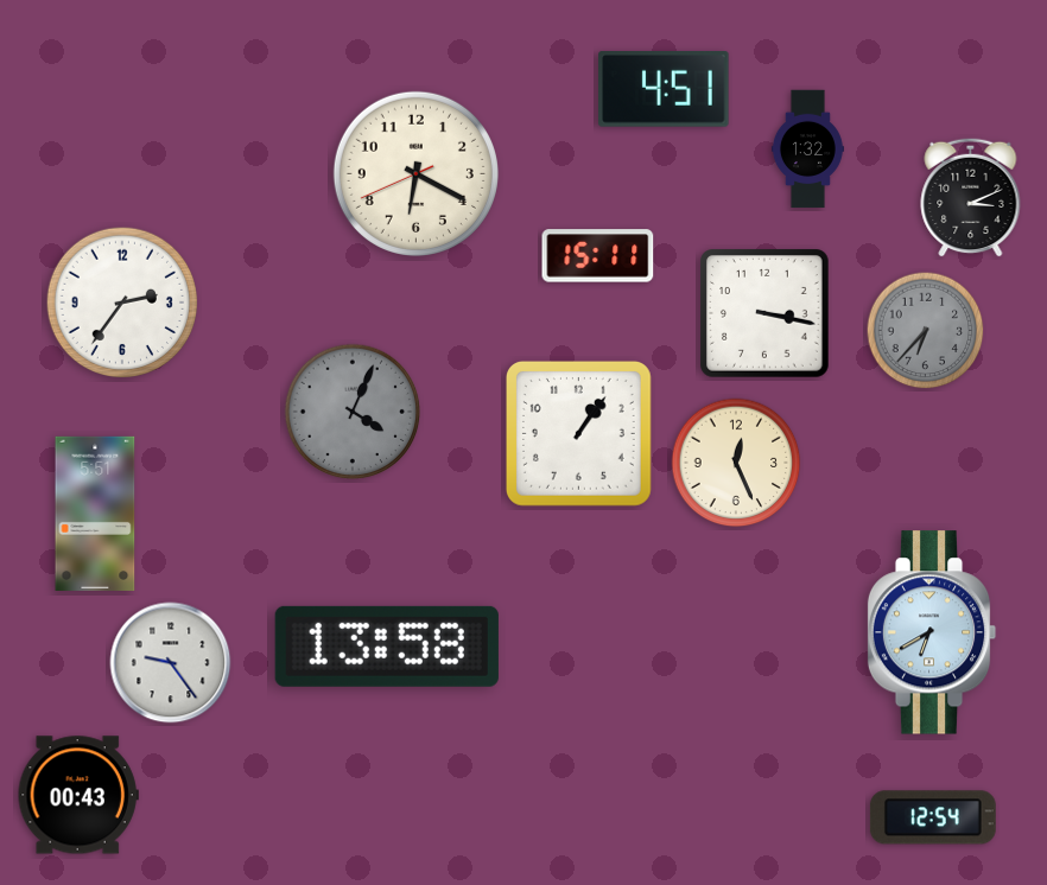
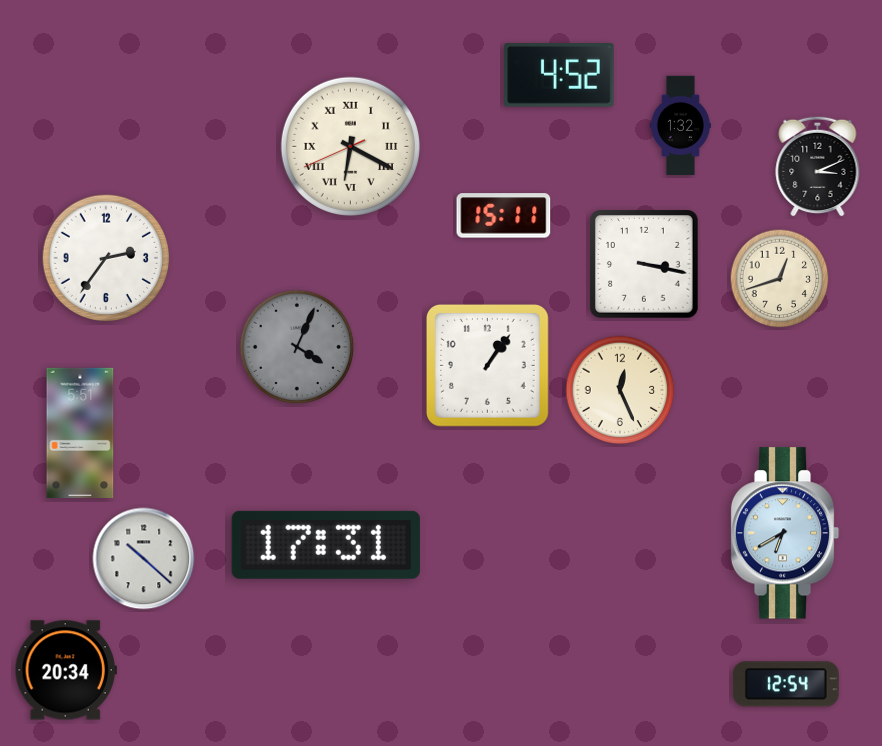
clock at (664, 90): 4:51 -> 4:52
clock at (415, 173) numerals: Arabic -> Roman
clock at (122, 303) position: (122, 303) -> (106, 258)
clock at (926, 331): 6:37 -> 12:42
clock at (926, 331) dial: grey -> cream
clock at (387, 647): 13:58 -> 17:31
clock at (171, 663): 9:24 -> 10:22
clock at (78, 795): 00:43 -> 20:34
clock at (933, 817) position: (933, 817) -> (786, 684)
